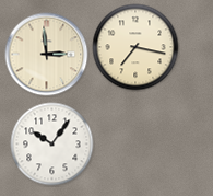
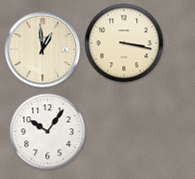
clock at (135, 47): 7:17 -> 3:17
clock at (47, 55): 2:59 -> 12:59
